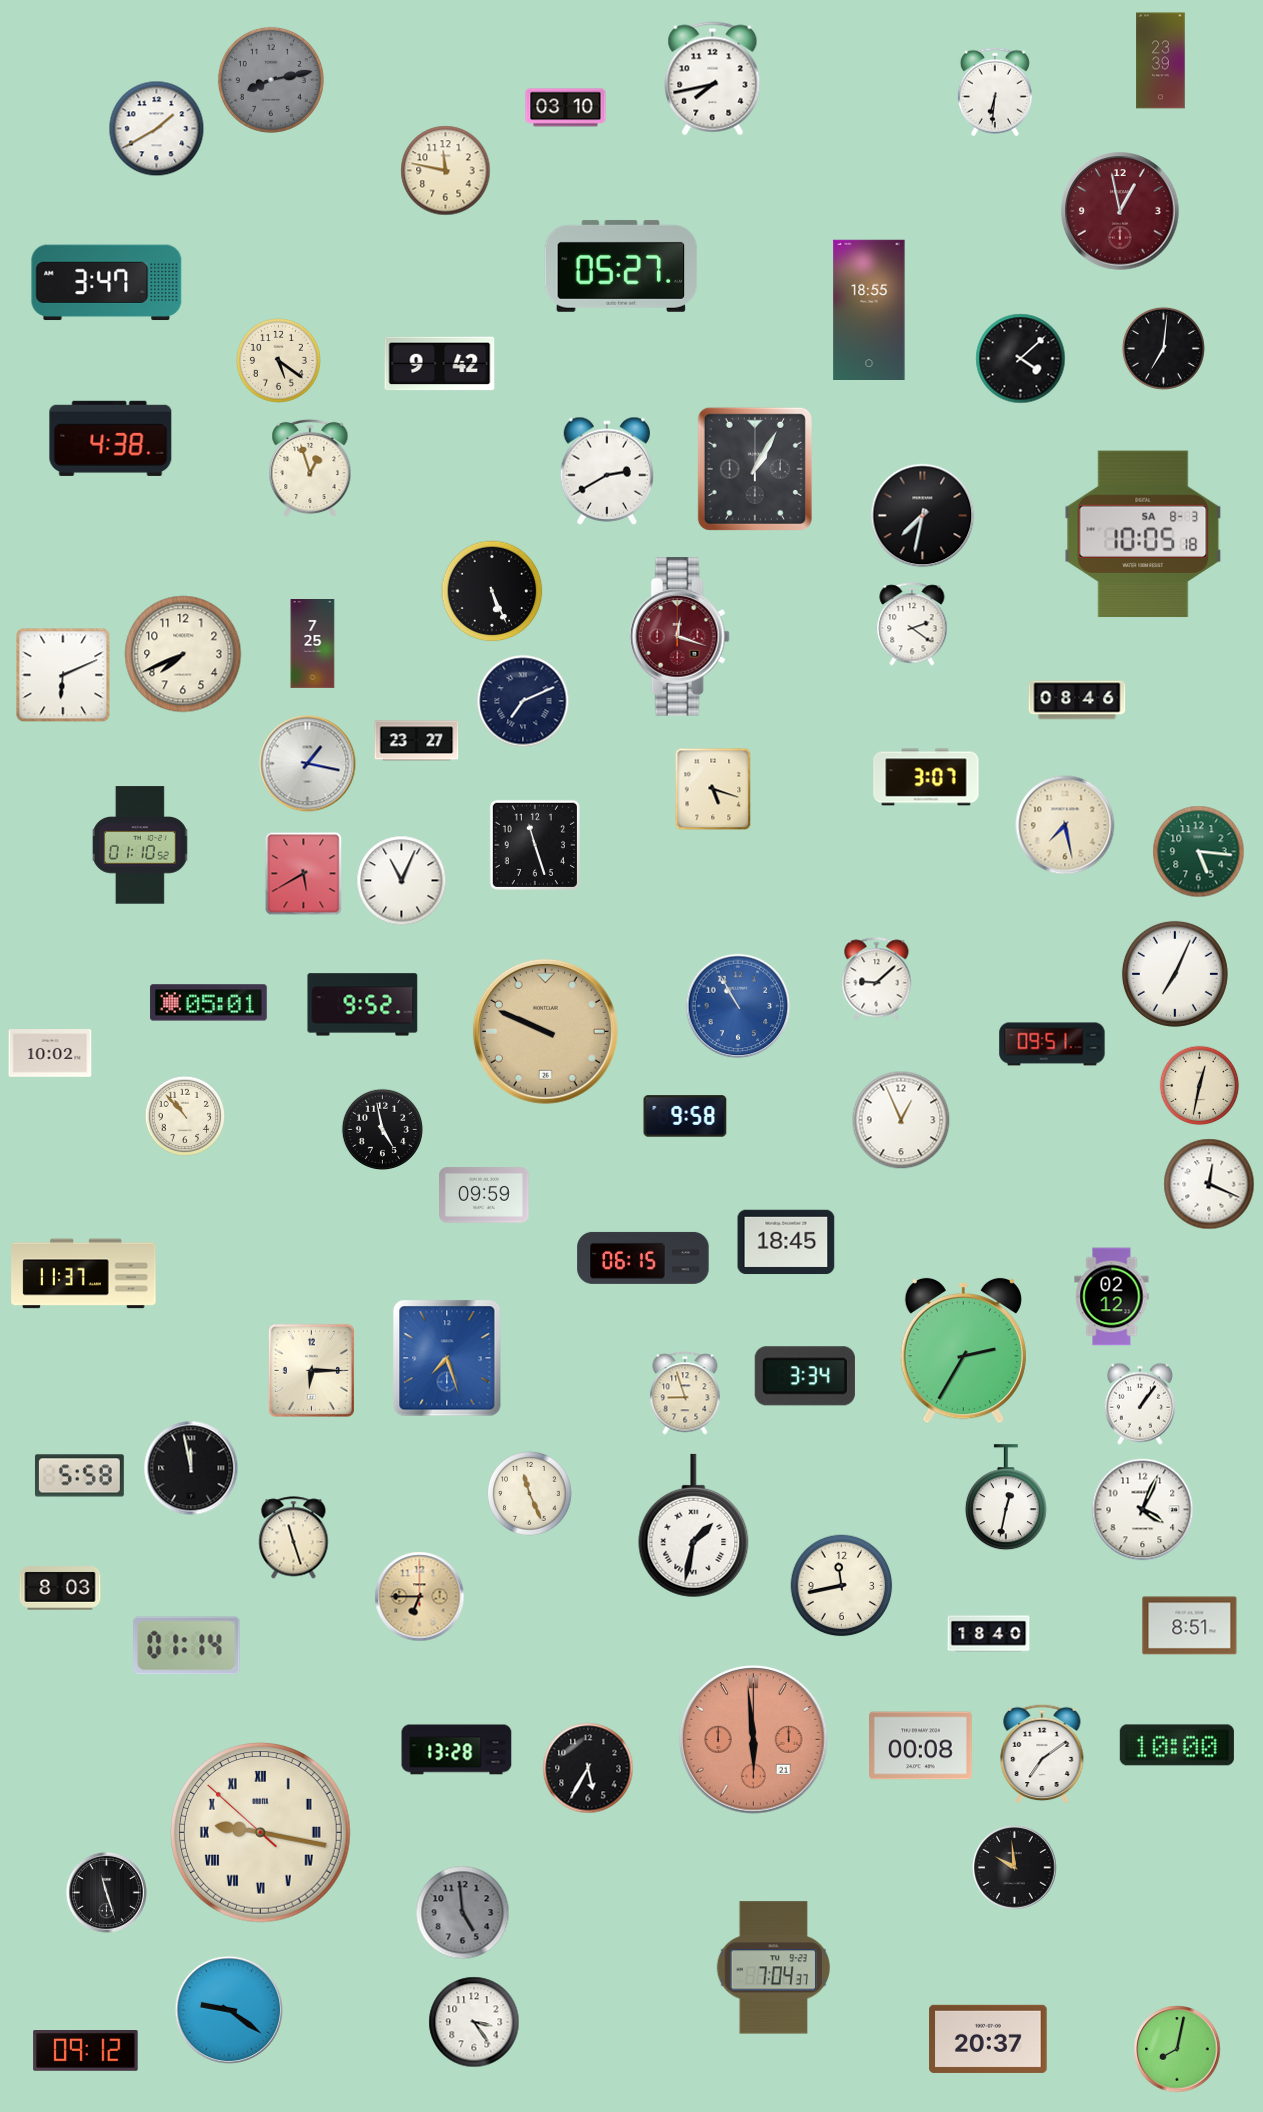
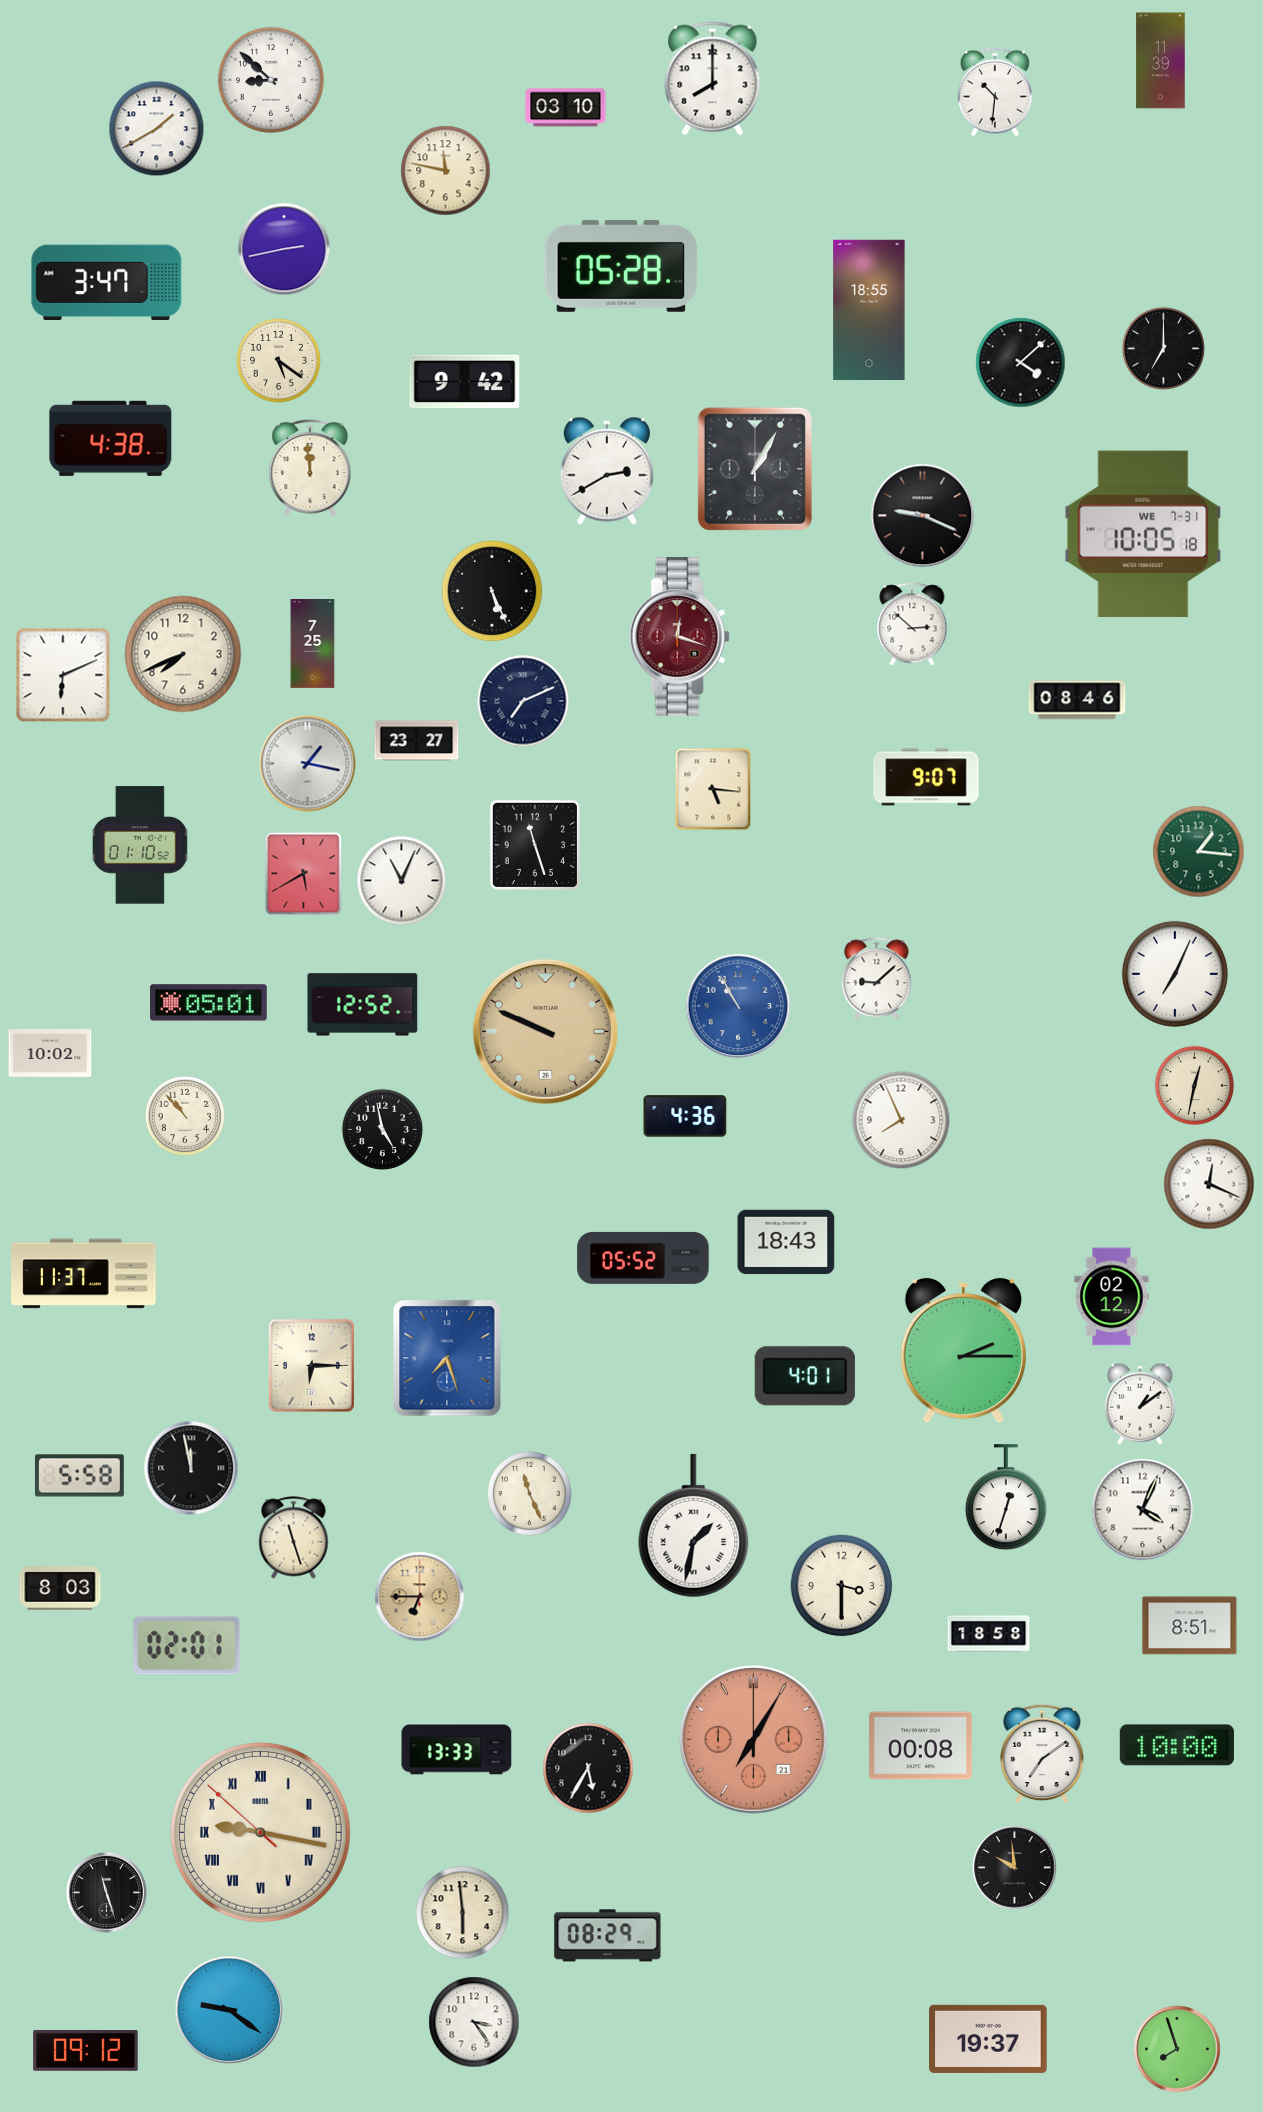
clock at (1161, 61): 23:39 -> 11:39
clock at (713, 79): 7:43 -> 8:00
clock at (271, 80): 8:13 -> 8:52
clock at (271, 80) dial: grey -> white
clock at (995, 92): 6:31 -> 10:31
clock at (1120, 211): 12:58 -> none
clock at (284, 249): none -> 2:43
clock at (621, 266): 05:27 -> 05:28
clock at (1163, 348): 7:01 -> 7:00
clock at (1021, 359) position: (1021, 359) -> (1021, 363)
clock at (440, 364) position: (440, 364) -> (465, 382)
clock at (310, 468): 12:57 -> 11:59
clock at (923, 516): 7:32 -> 9:19
clock at (1143, 534) date: SA 8-3 -> WE 7-31
clock at (912, 624): 2:21 -> 2:52
clock at (926, 777): 3:07 -> 9:07
clock at (713, 789): 5:18 -> 5:16
clock at (1065, 825): 7:28 -> none
clock at (1199, 852): 5:16 -> 1:16
clock at (363, 1005): 9:52 -> 12:52
clock at (1052, 1044): 09:51 -> none
clock at (1200, 1086) position: (1200, 1086) -> (1195, 1086)
clock at (685, 1116): 9:58 -> 4:36
clock at (901, 1120): 12:56 -> 7:56
clock at (484, 1195): 09:59 -> none
clock at (786, 1242): 18:45 -> 18:43
clock at (643, 1258): 06:15 -> 05:52
clock at (963, 1351): 2:35 -> 2:15
clock at (311, 1370) position: (311, 1370) -> (311, 1365)
clock at (805, 1376): 3:34 -> 4:01
clock at (685, 1393): 8:57 -> none
clock at (1140, 1404): 1:06 -> 1:09
clock at (1006, 1498): 12:32 -> 12:33
clock at (842, 1586): 11:43 -> 3:30
clock at (989, 1634): 18:40 -> 18:58
clock at (187, 1646): 01:14 -> 02:01
clock at (754, 1740): 5:59 -> 7:05
clock at (457, 1750): 13:28 -> 13:33
clock at (463, 1913): 4:59 -> 5:59
clock at (463, 1913) dial: grey -> cream
clock at (608, 1936): none -> 08:29
clock at (774, 1968): 7:04 -> none
clock at (988, 2039): 20:37 -> 19:37
clock at (1177, 2049): 8:02 -> 7:57
